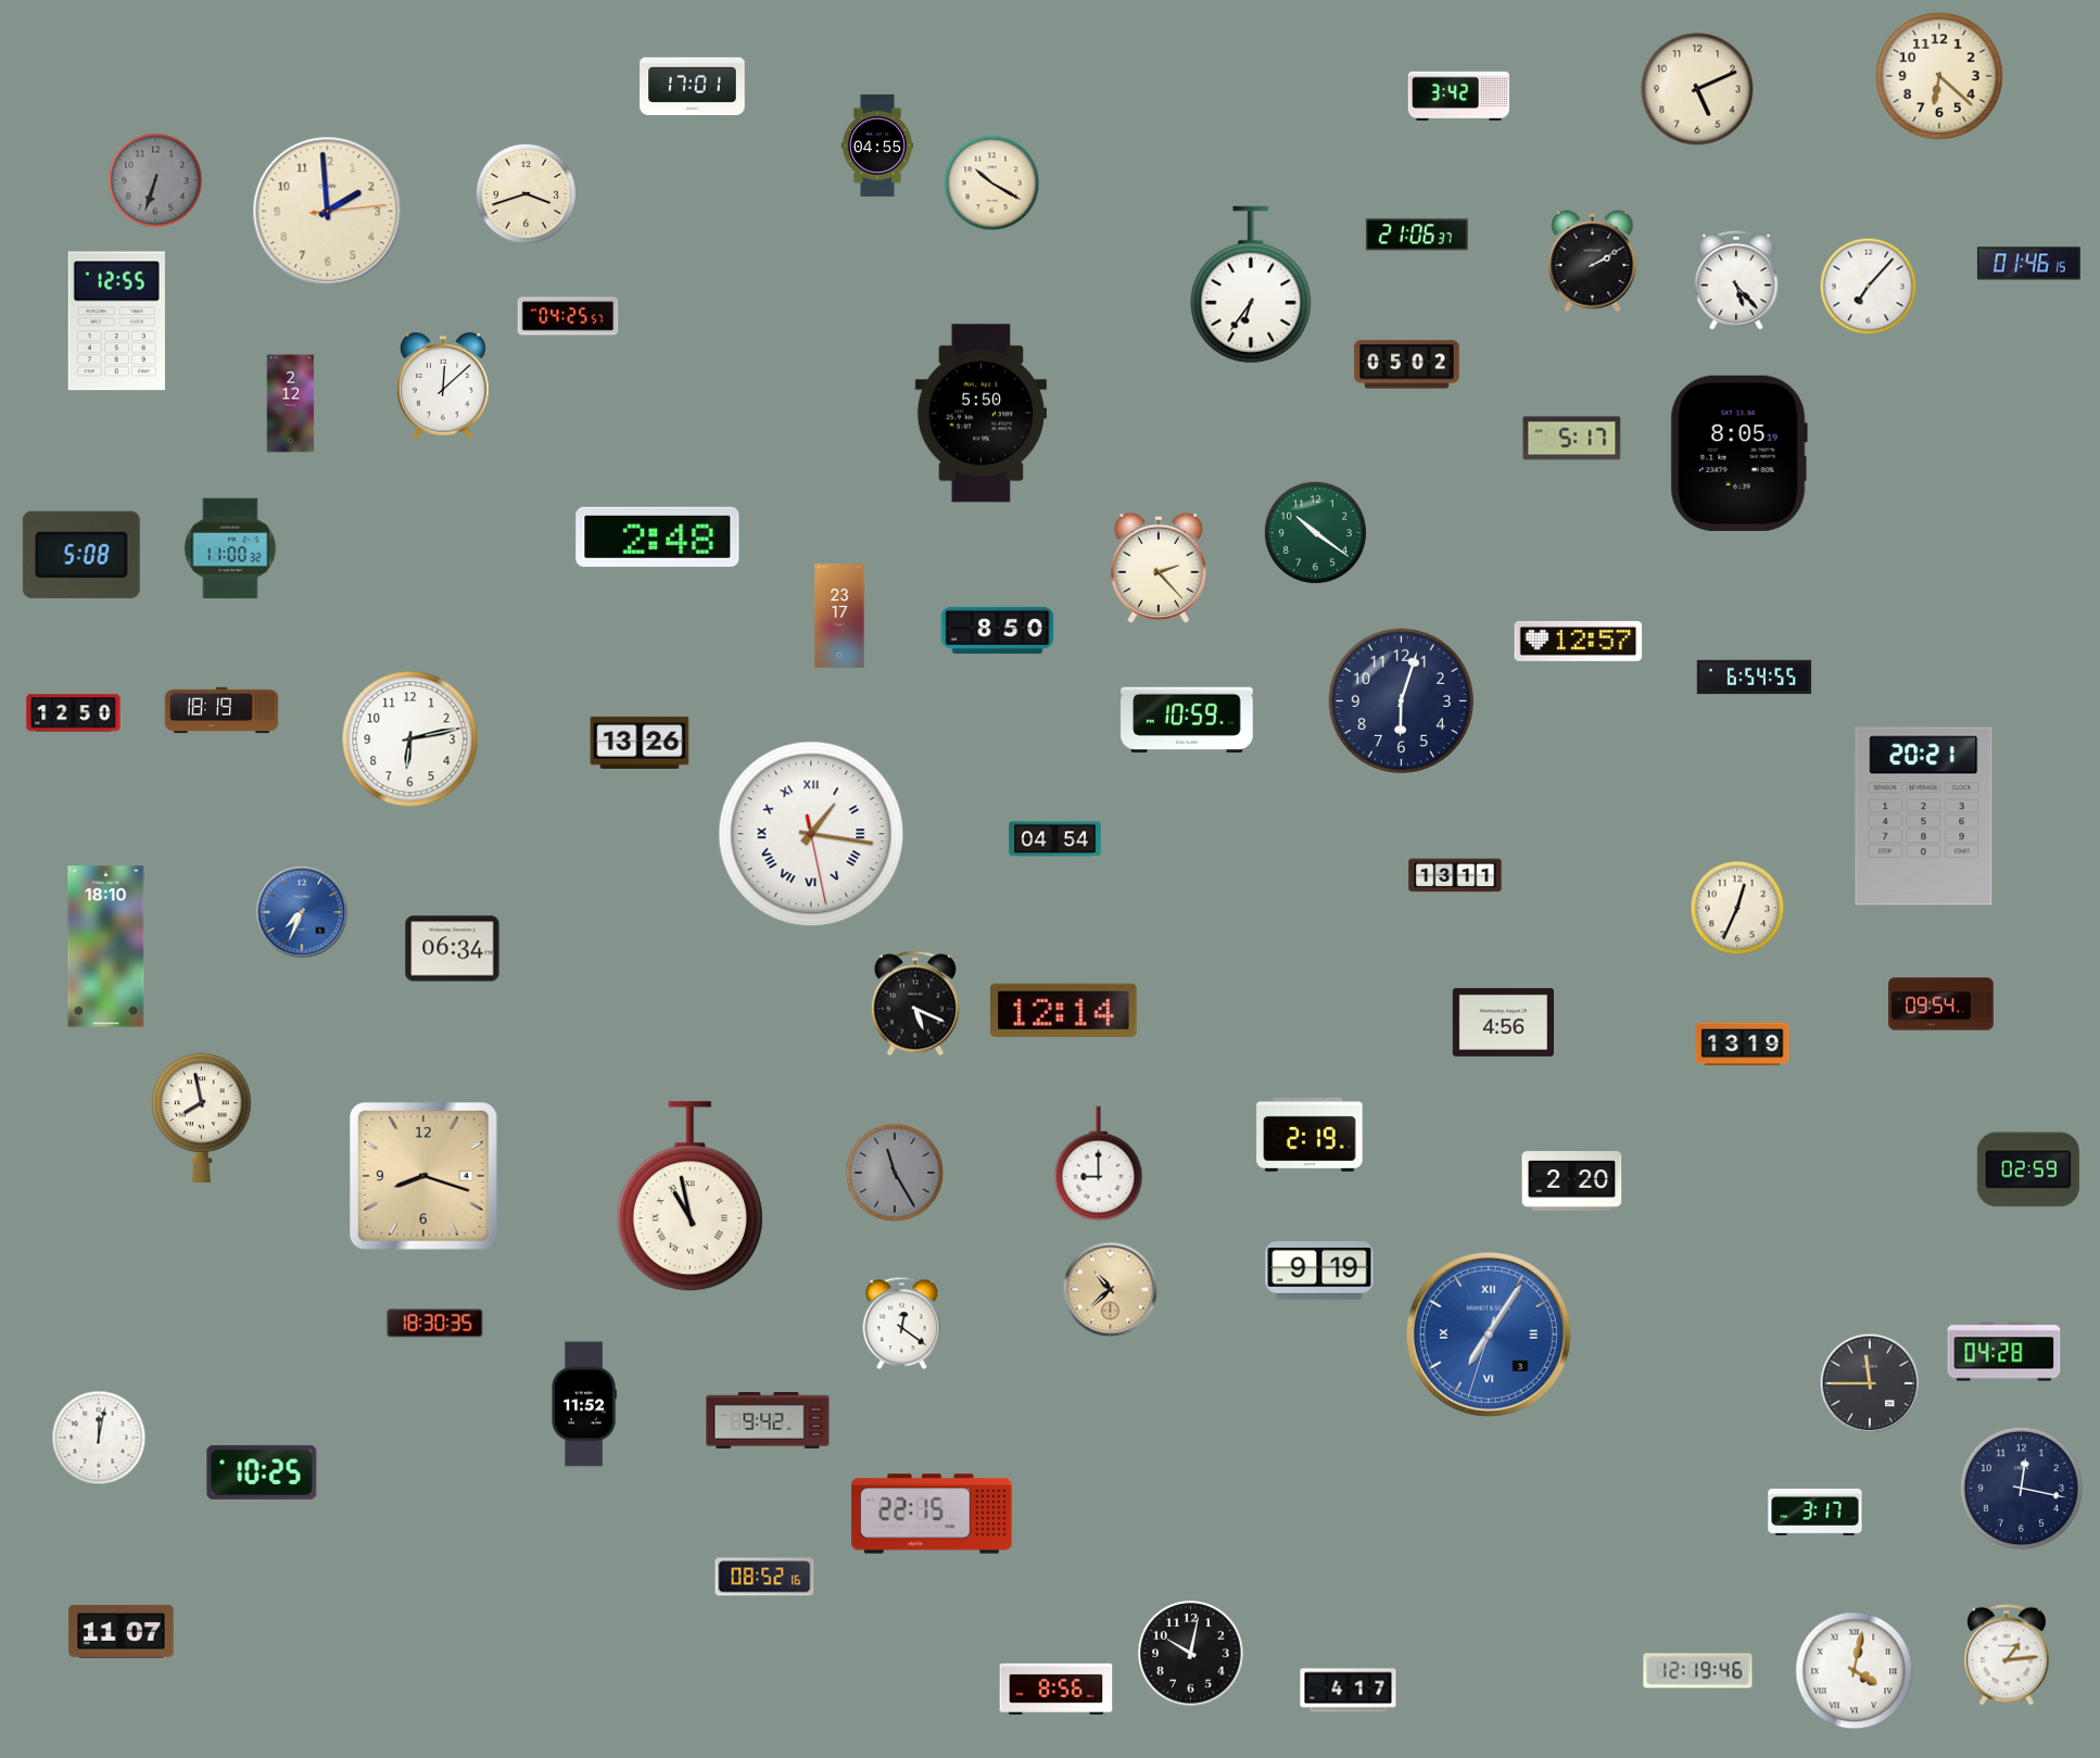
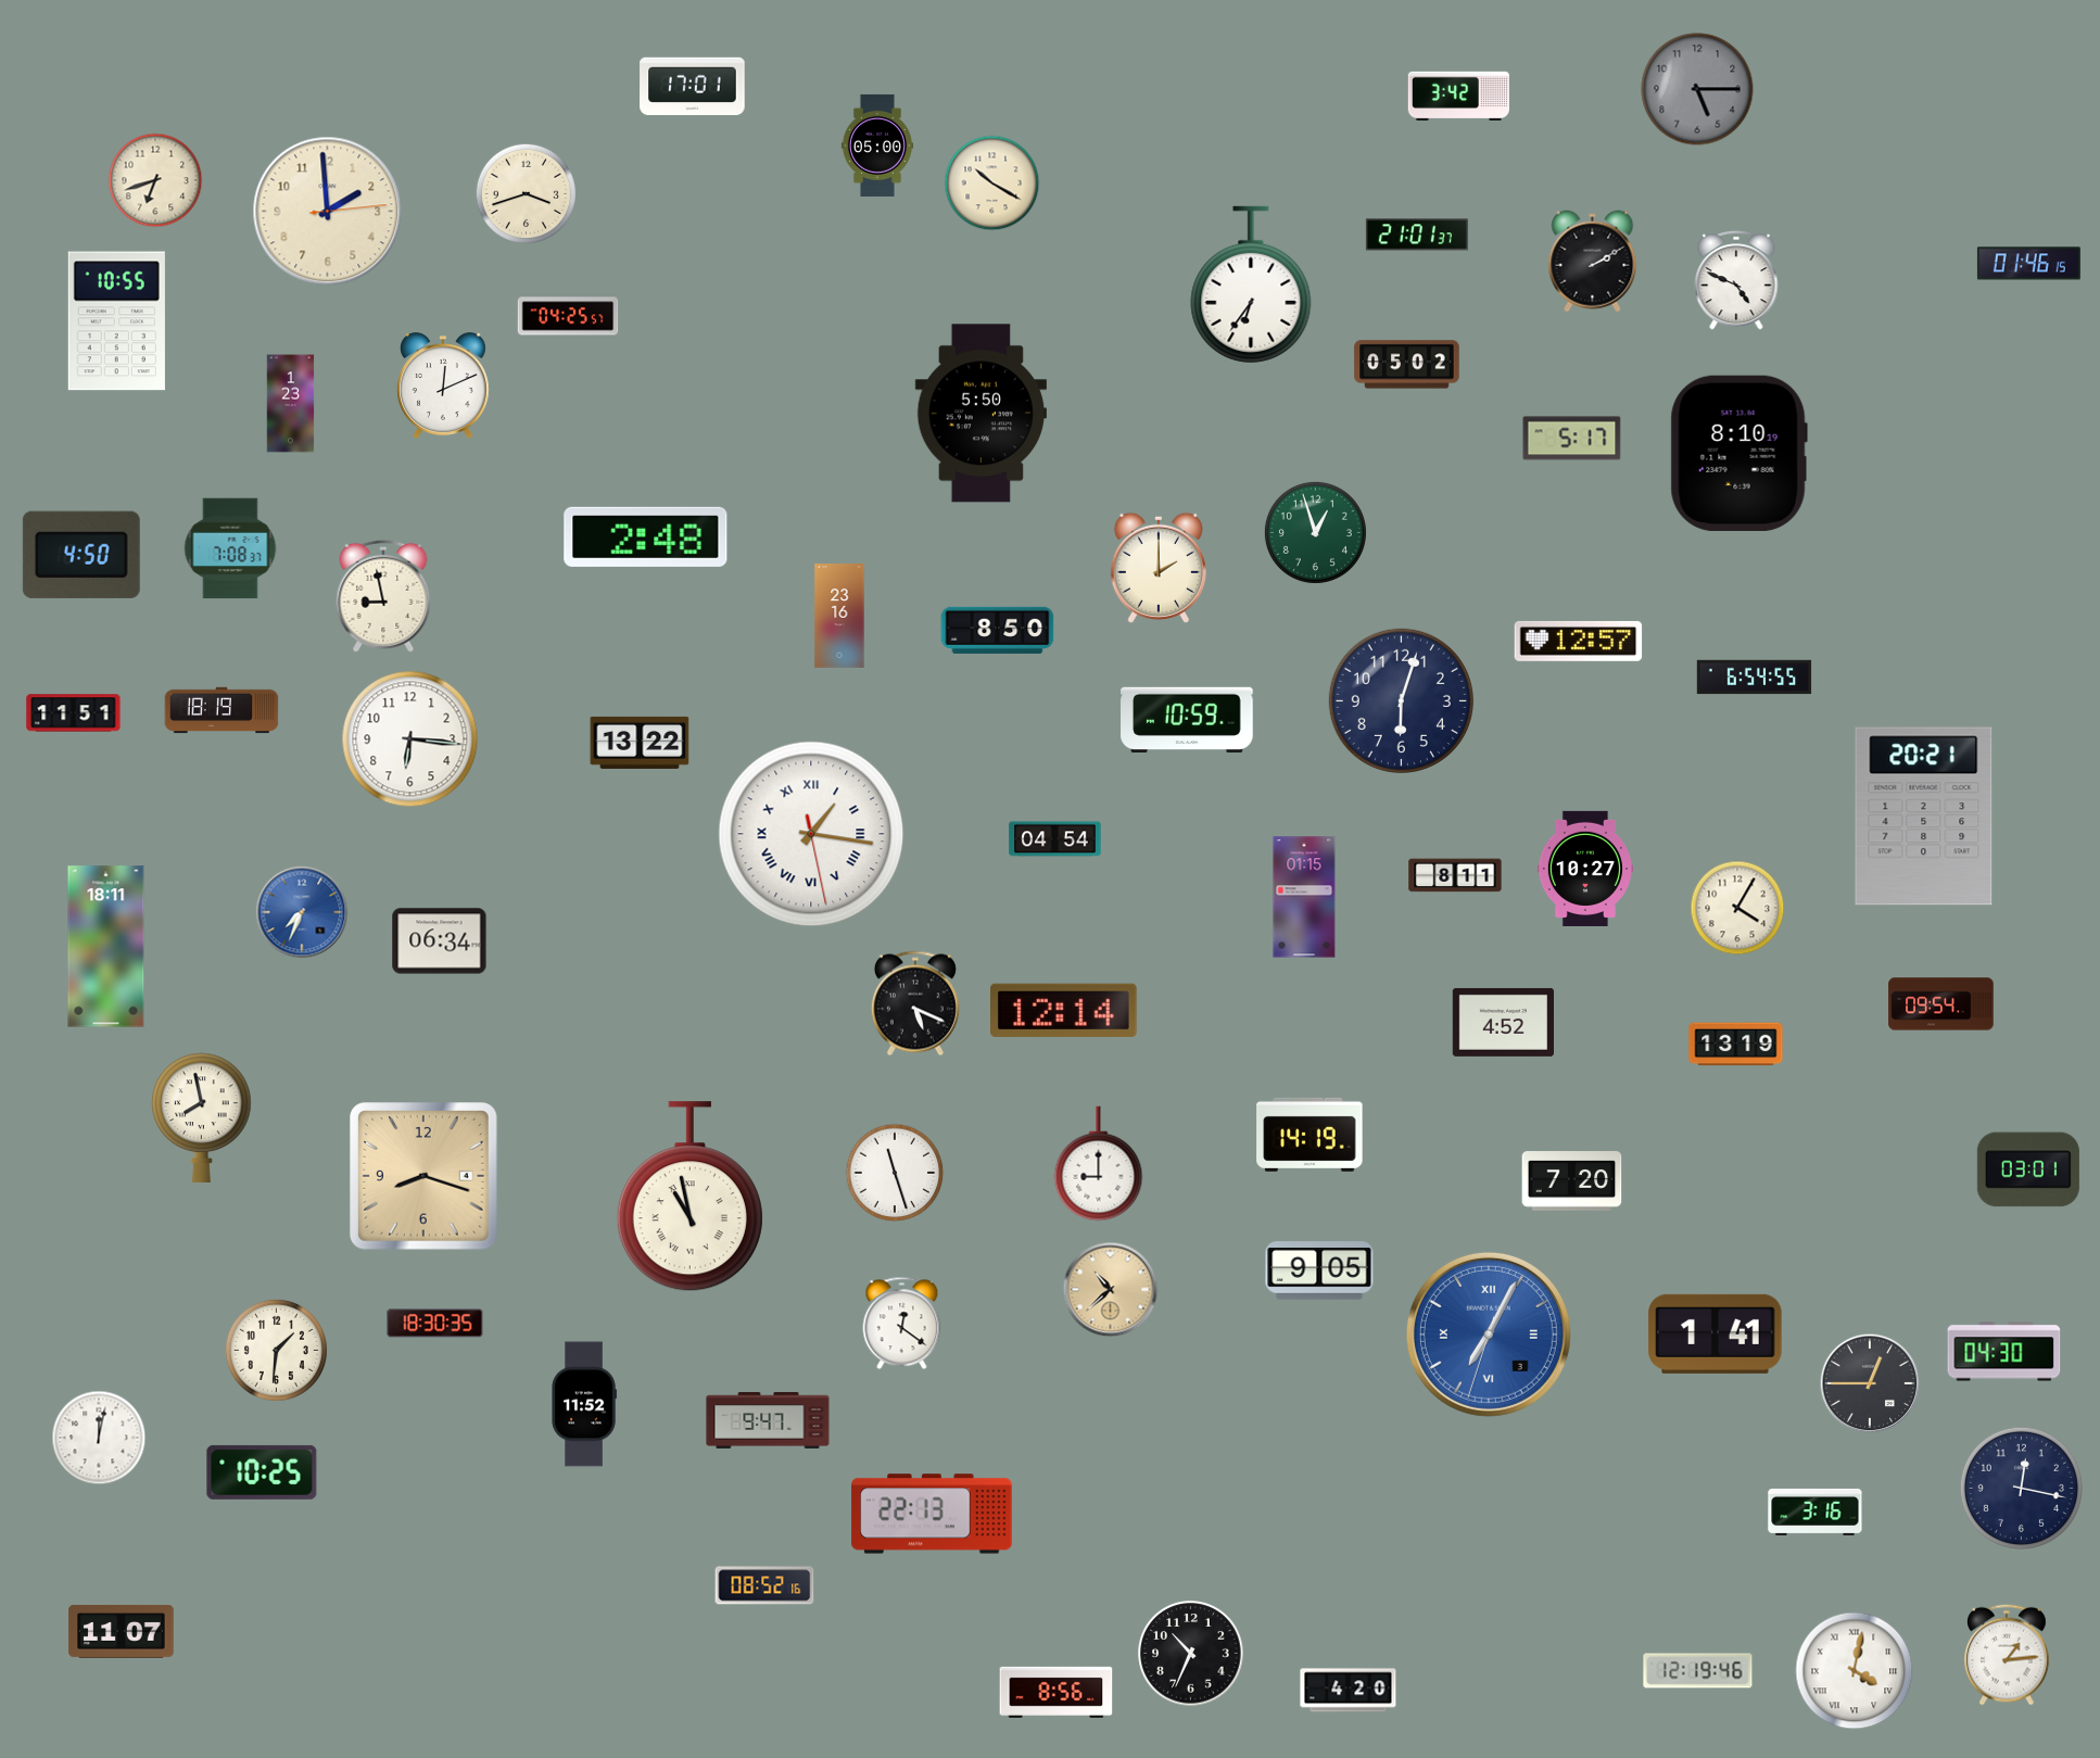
clock at (1940, 77): 6:22 -> none
clock at (1697, 89): 5:11 -> 5:15
clock at (1697, 89) dial: cream -> grey
clock at (877, 146): 04:55 -> 05:00
clock at (155, 180): 6:33 -> 6:42
clock at (155, 180) dial: grey -> cream
clock at (1417, 235): 21:06 -> 21:01
clock at (1736, 280): 5:23 -> 4:49
clock at (1869, 287): 7:07 -> none
clock at (116, 321): 12:55 -> 10:55
clock at (443, 385): 12:08 -> 12:11
clock at (291, 404): 2:12 -> 1:23
clock at (1738, 453): 8:05 -> 8:10
clock at (1315, 532): 10:21 -> 12:57
clock at (658, 536) position: (658, 536) -> (646, 536)
clock at (230, 548): 11:00 -> 7:08
clock at (81, 555): 5:08 -> 4:50
clock at (1159, 568): 2:23 -> 2:00
clock at (383, 596): none -> 8:58
clock at (839, 616): 23:17 -> 23:16
clock at (74, 713): 12:50 -> 11:51
clock at (410, 739): 6:13 -> 6:16
clock at (640, 743): 13:26 -> 13:22
clock at (1585, 869): none -> 10:27
clock at (1455, 875): 13:11 -> 8:11
clock at (1304, 897): none -> 01:15
clock at (1737, 908): 12:34 -> 4:05
clock at (106, 947): 18:10 -> 18:11
clock at (453, 949) position: (453, 949) -> (440, 941)
clock at (1503, 1022): 4:56 -> 4:52
clock at (1743, 1045) position: (1743, 1045) -> (1736, 1045)
clock at (1310, 1135): 2:19 -> 14:19
clock at (2028, 1169): 02:59 -> 03:01
clock at (895, 1173): 11:25 -> 11:27
clock at (895, 1173) dial: grey -> white
clock at (1572, 1181): 2:20 -> 7:20
clock at (1319, 1270): 9:19 -> 9:05
clock at (1716, 1333): none -> 1:41
clock at (1489, 1335): 7:05 -> 7:04
clock at (276, 1350): none -> 1:31
clock at (2004, 1352): 04:28 -> 04:30
clock at (1870, 1383): 11:45 -> 12:45
clock at (768, 1420): 9:42 -> 9:47
clock at (1816, 1512): 3:17 -> 3:16
clock at (932, 1514): 22:15 -> 22:13
clock at (764, 1577) position: (764, 1577) -> (764, 1585)
clock at (1191, 1654): 10:02 -> 10:34
clock at (1057, 1689) position: (1057, 1689) -> (1057, 1692)
clock at (1349, 1691): 4:17 -> 4:20
